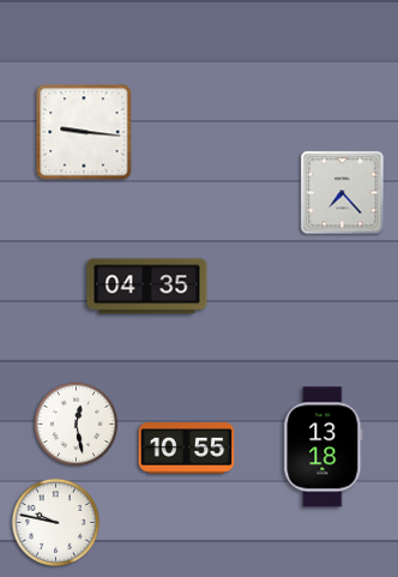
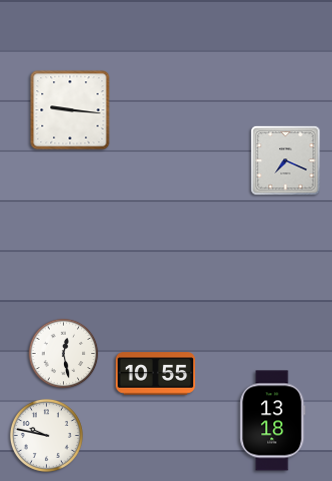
clock at (343, 193): 7:23 -> 7:19
clock at (147, 287): 04:35 -> none
clock at (324, 447) position: (324, 447) -> (273, 421)
